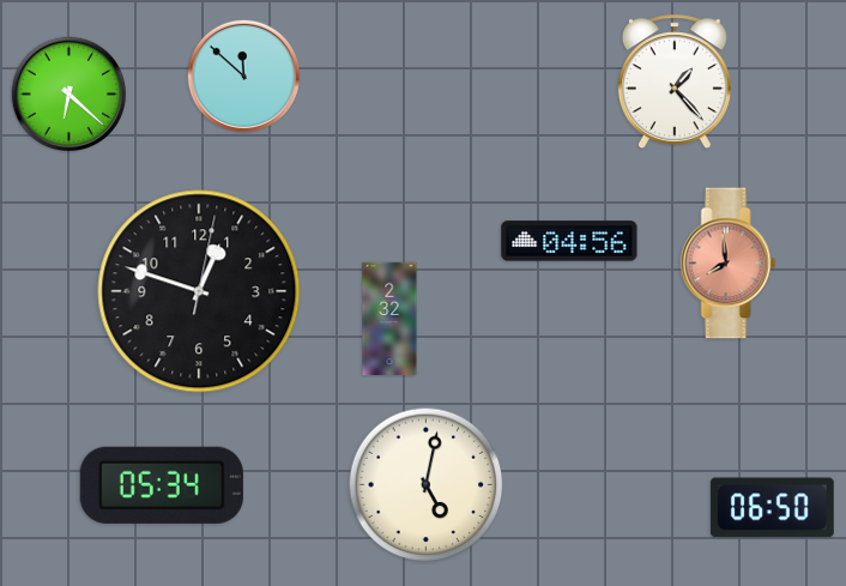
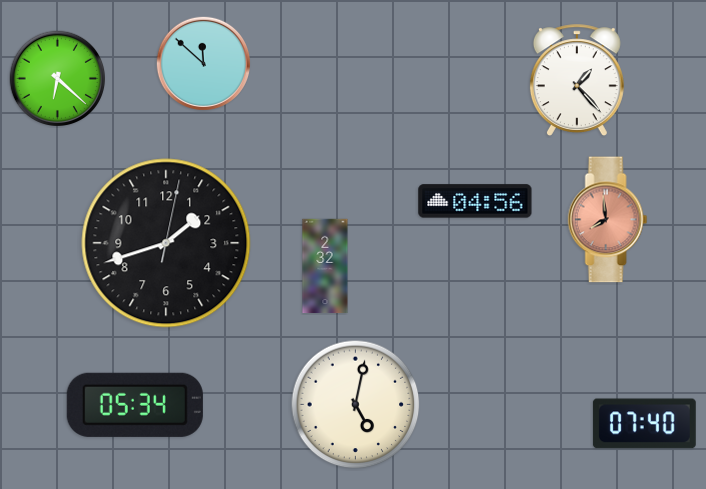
clock at (675, 83) position: (675, 83) -> (577, 81)
clock at (199, 291): 12:48 -> 1:42
clock at (772, 508): 06:50 -> 07:40
